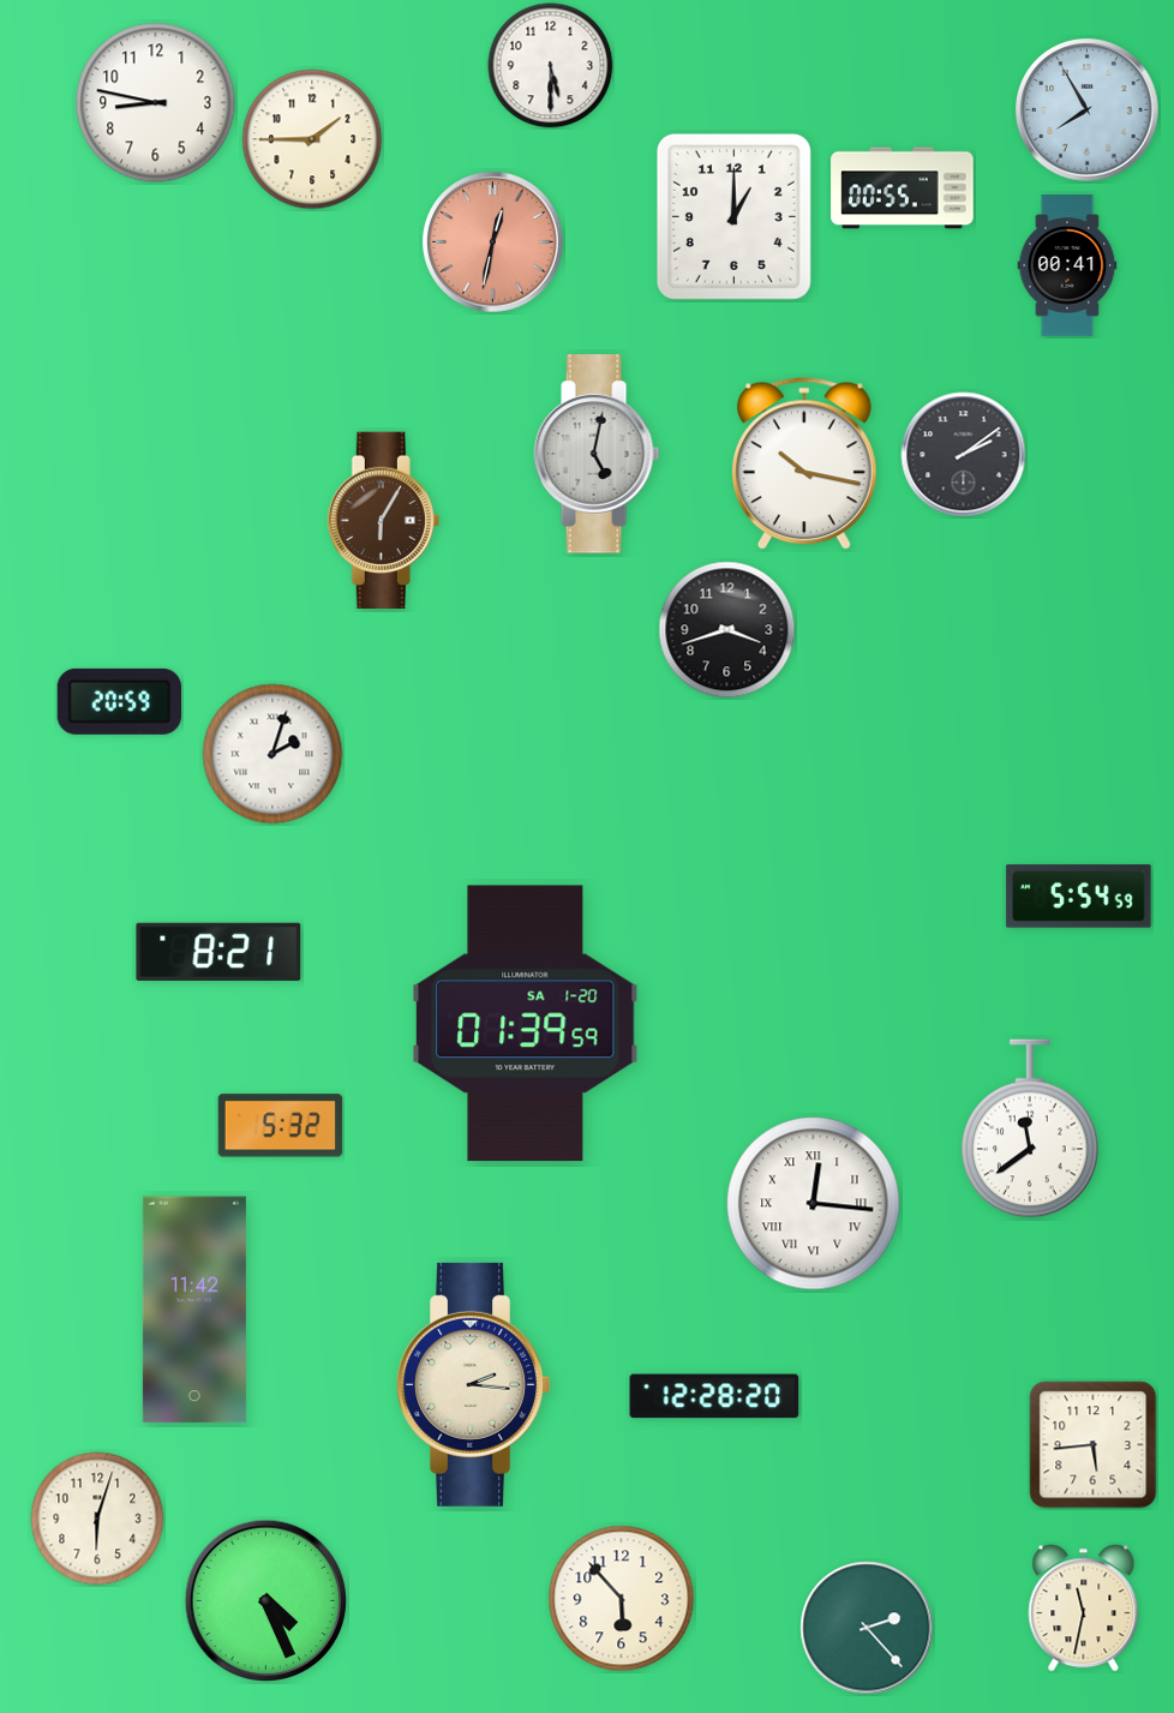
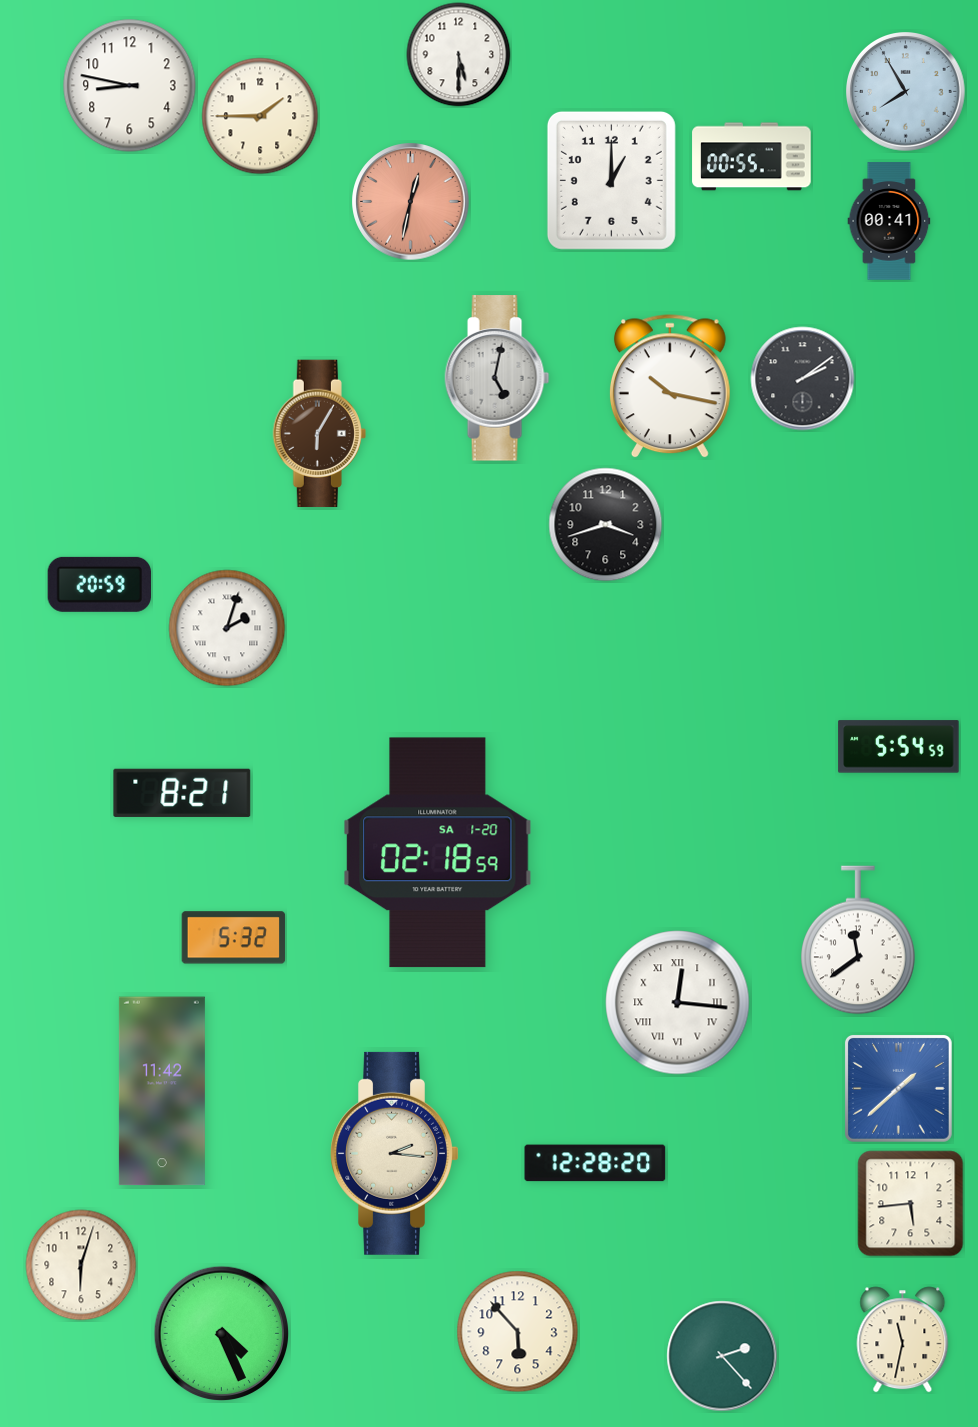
clock at (526, 1024): 01:39 -> 02:18
clock at (898, 1088): none -> 1:38
